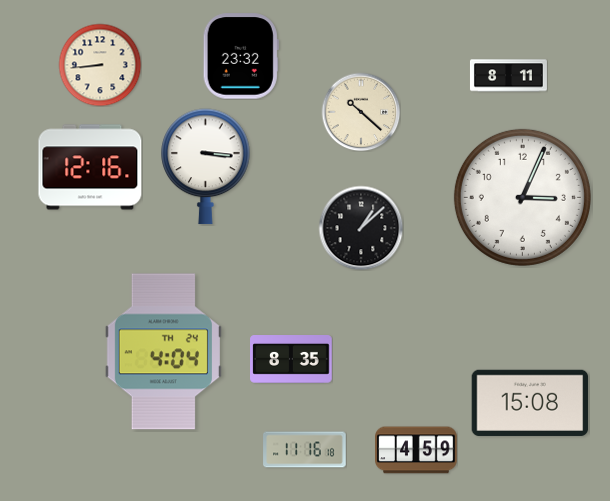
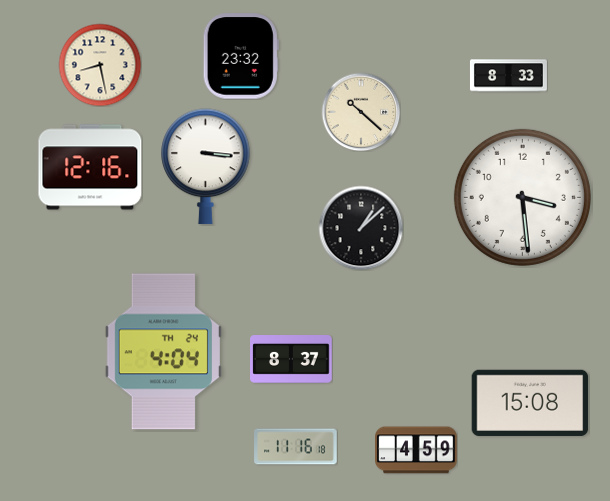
clock at (100, 65): 8:44 -> 8:28
clock at (508, 76): 8:11 -> 8:33
clock at (522, 197): 3:04 -> 3:29
clock at (291, 360): 8:35 -> 8:37
clock at (305, 450) position: (305, 450) -> (296, 447)
